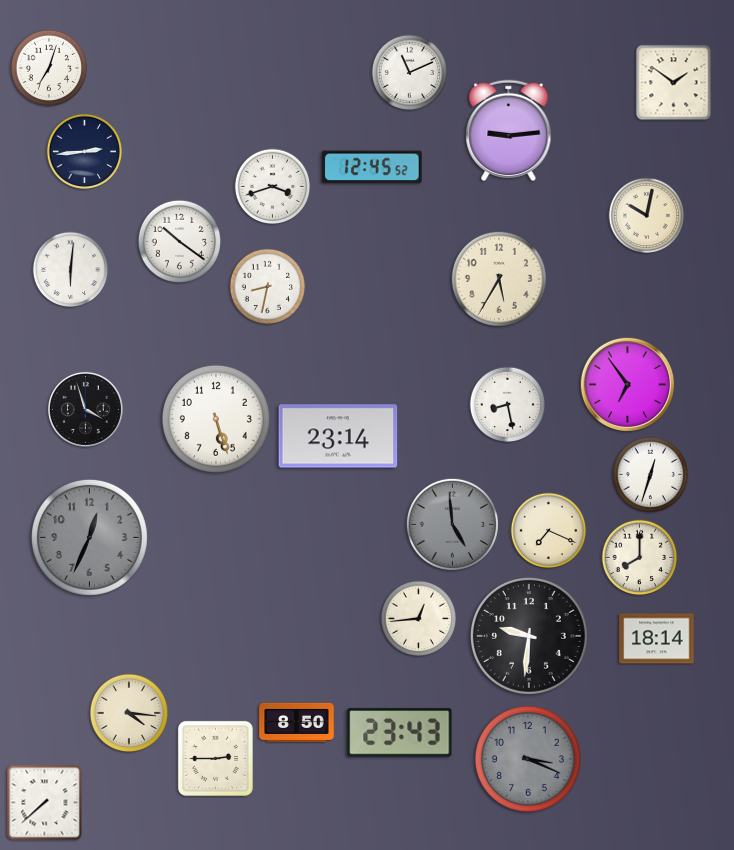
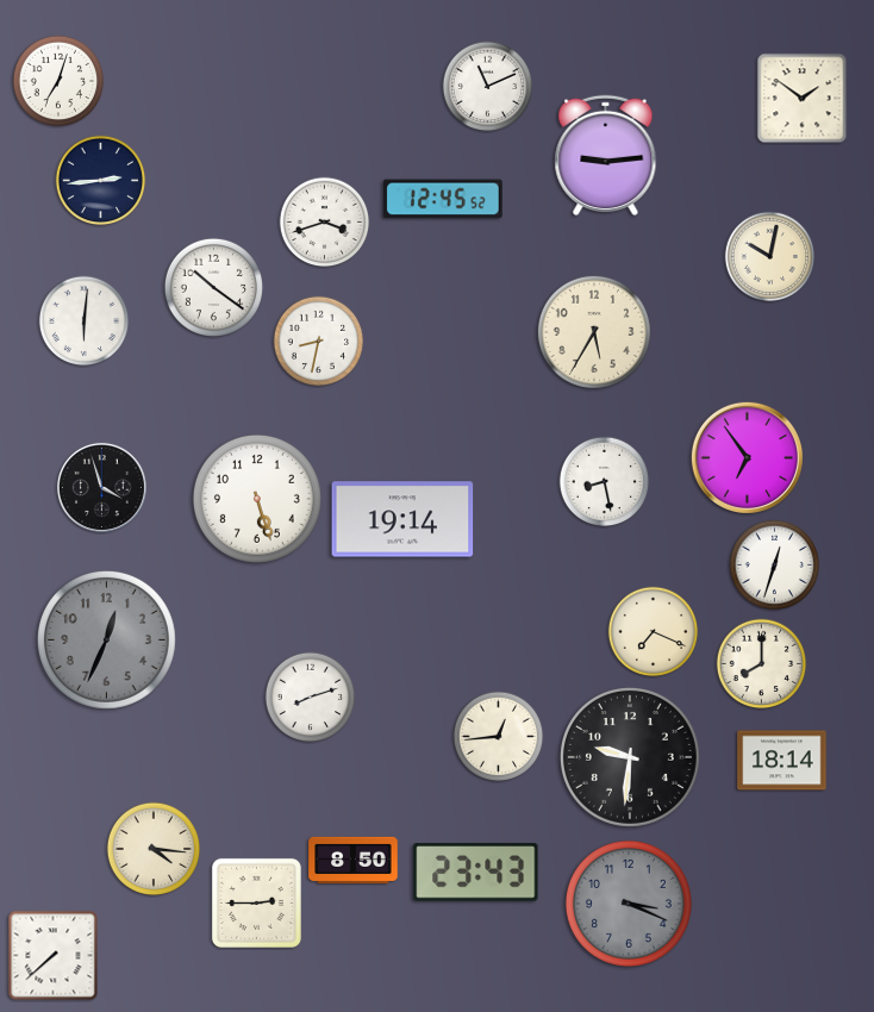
clock at (338, 436): 23:14 -> 19:14
clock at (452, 524): 4:59 -> none
clock at (311, 698): none -> 8:12
